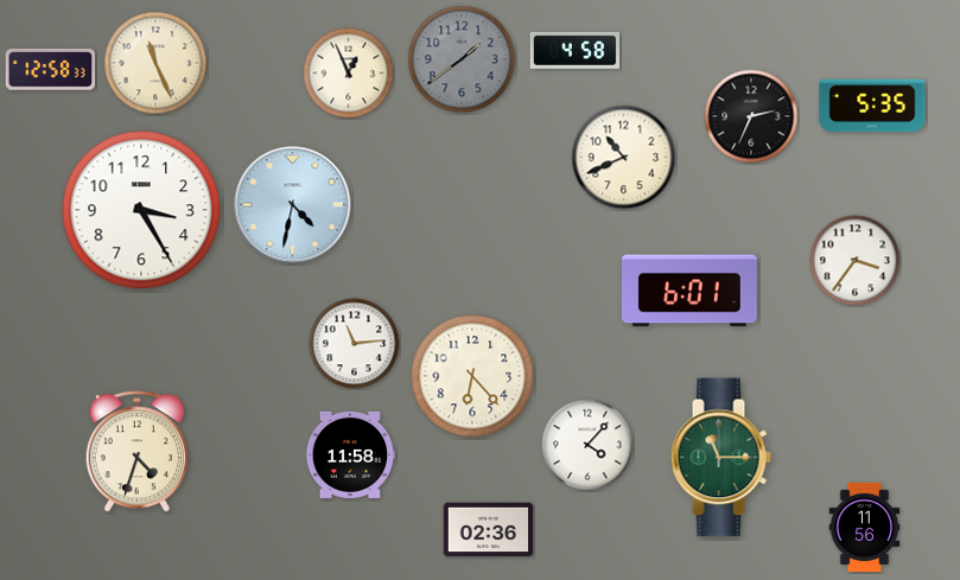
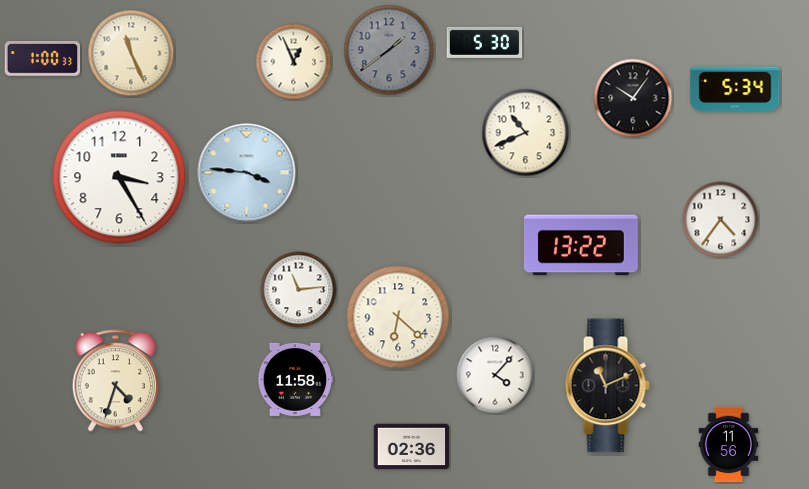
clock at (576, 50): 4:58 -> 5:30
clock at (51, 70): 12:58 -> 1:00
clock at (872, 106): 5:35 -> 5:34
clock at (751, 116): 2:34 -> 10:06
clock at (293, 205): 4:32 -> 3:46
clock at (856, 261): 3:36 -> 4:36
clock at (689, 291): 6:01 -> 13:22
clock at (472, 376): 6:23 -> 6:22
clock at (351, 454) position: (351, 454) -> (296, 379)
clock at (720, 458): 11:15 -> 11:11
clock at (720, 458) dial: green -> black
